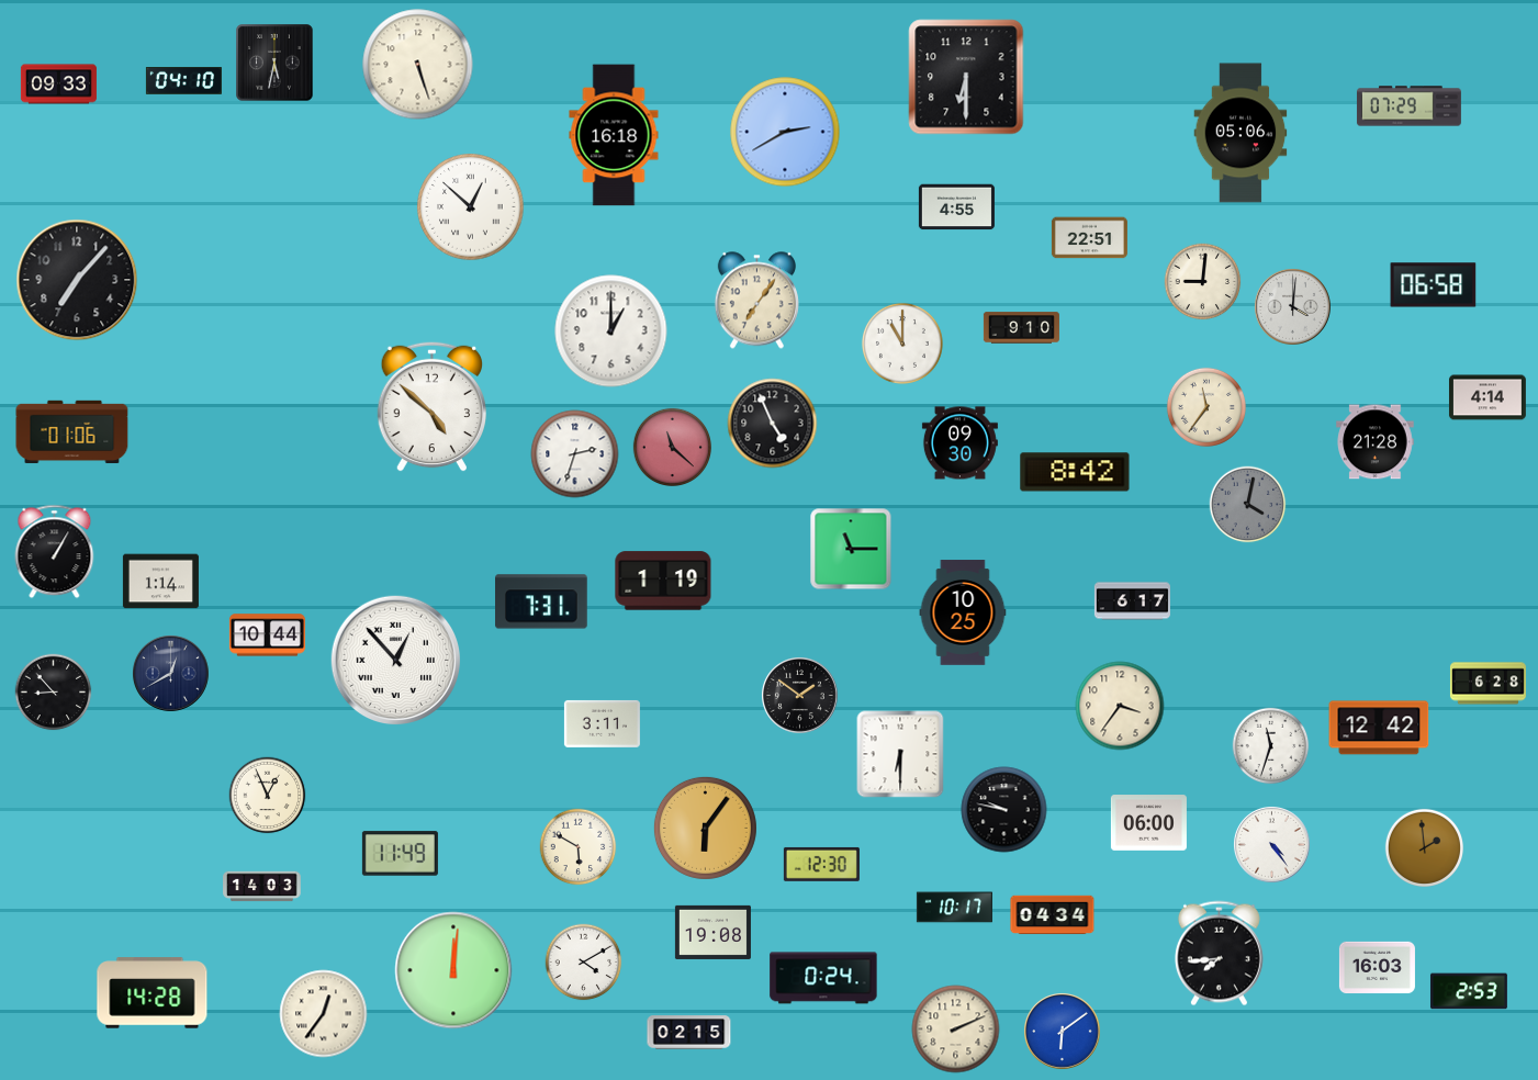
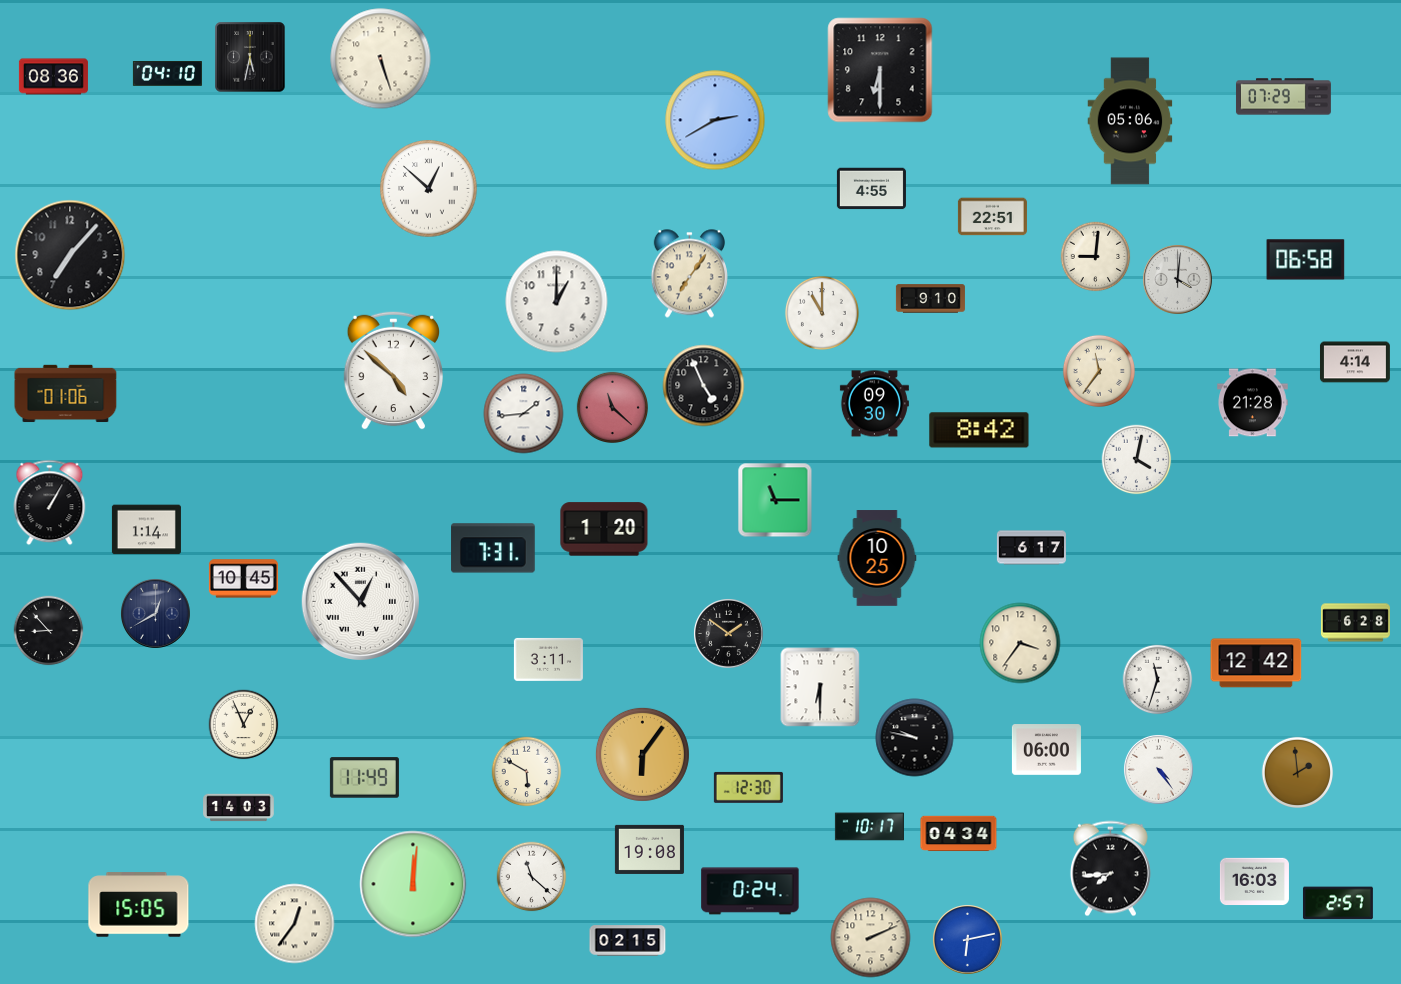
clock at (58, 85): 09:33 -> 08:36
clock at (614, 135): 16:18 -> none
clock at (575, 454): 2:33 -> 1:44
clock at (1248, 505) dial: grey -> white
clock at (663, 581): 1:19 -> 1:20
clock at (267, 635): 10:44 -> 10:45
clock at (584, 963): 4:10 -> 11:22
clock at (1469, 991): 2:53 -> 2:57
clock at (153, 993): 14:28 -> 15:05
clock at (1063, 1032): 6:09 -> 6:13
